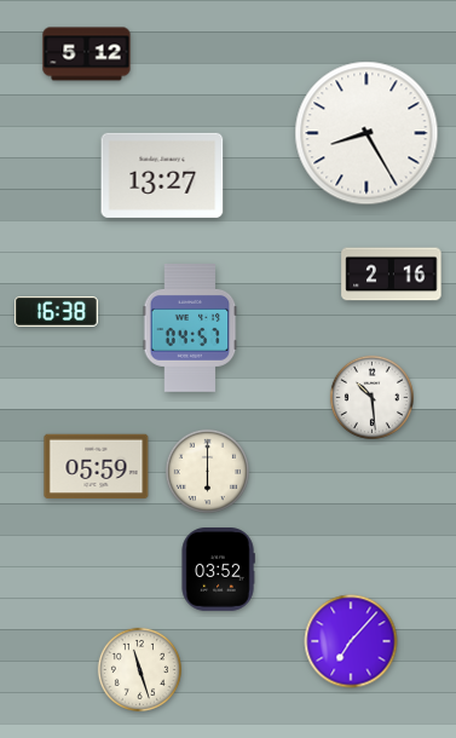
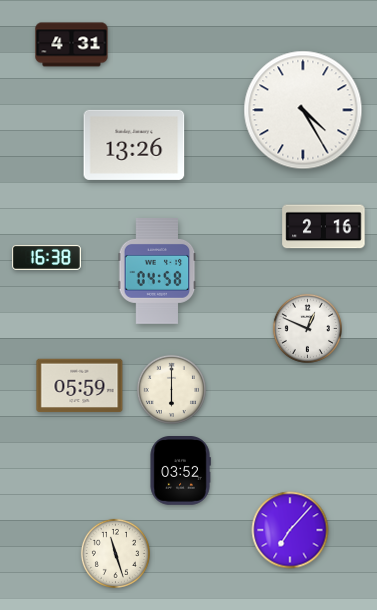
clock at (87, 54): 5:12 -> 4:31
clock at (366, 133): 8:25 -> 4:25
clock at (162, 175): 13:27 -> 13:26
clock at (190, 329): 04:57 -> 04:58
clock at (371, 397): 10:29 -> 12:49
